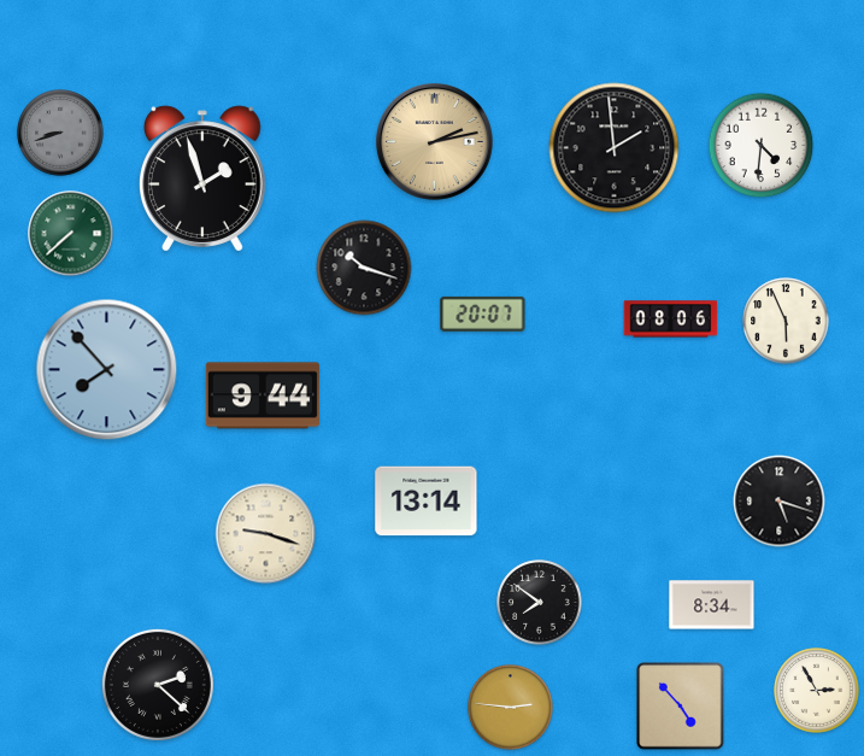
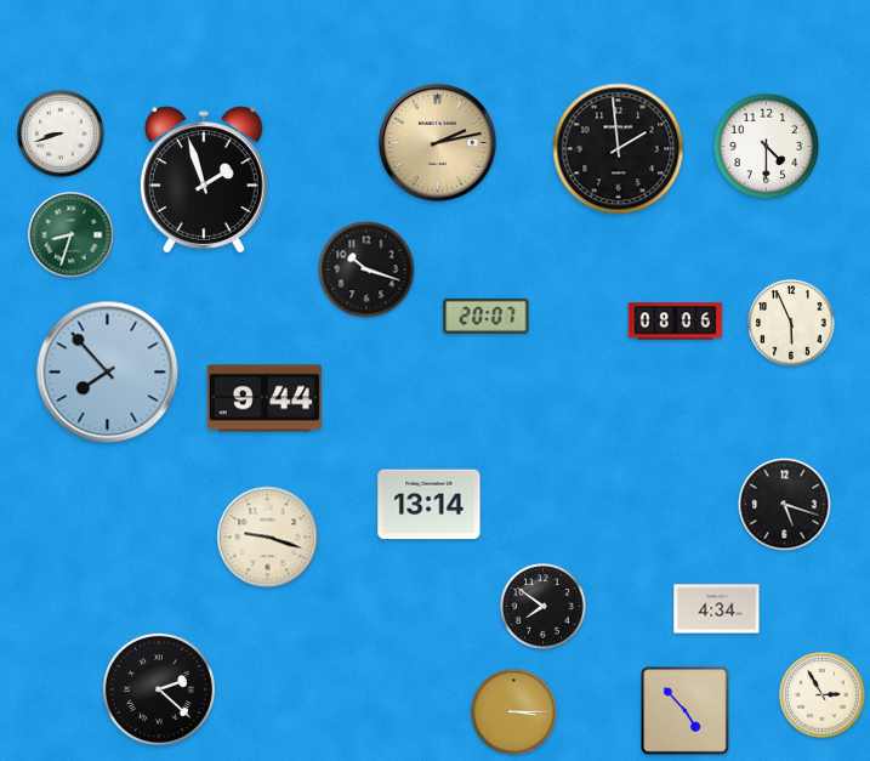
clock at (60, 133) dial: grey -> white
clock at (762, 146): 4:31 -> 4:30
clock at (71, 234): 7:38 -> 8:33
clock at (712, 605): 8:34 -> 4:34
clock at (511, 708): 2:46 -> 3:15
